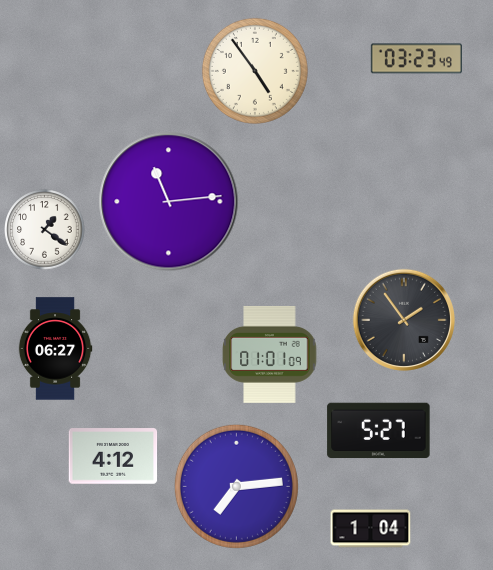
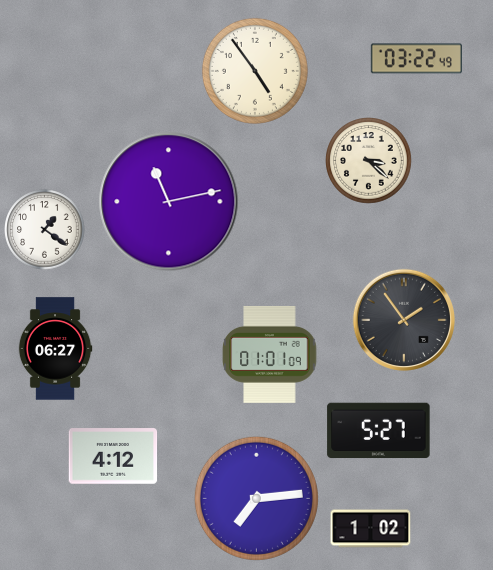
clock at (416, 59): 03:23 -> 03:22
clock at (369, 161): none -> 3:22
clock at (169, 202): 11:14 -> 11:13
clock at (236, 486) position: (236, 486) -> (256, 498)
clock at (371, 529): 1:04 -> 1:02
